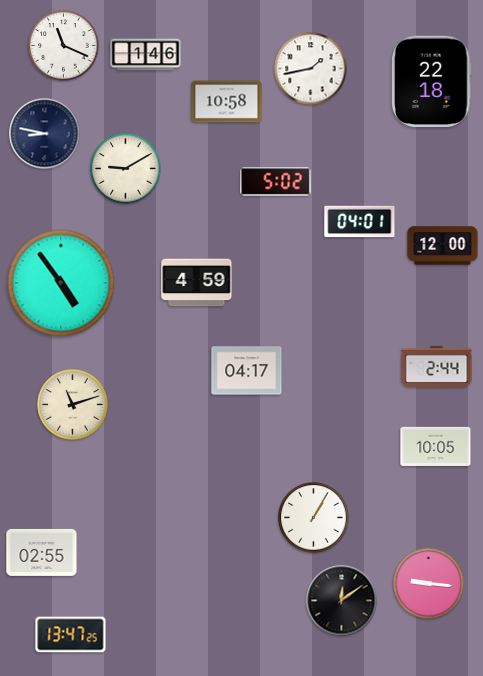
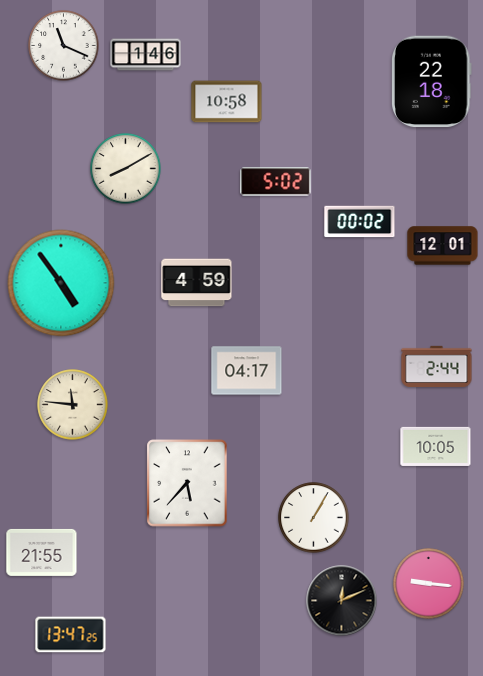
clock at (311, 69): 1:43 -> none
clock at (45, 134): 8:47 -> none
clock at (126, 169): 9:10 -> 8:10
clock at (360, 222): 04:01 -> 00:02
clock at (443, 246): 12:00 -> 12:01
clock at (73, 405): 11:12 -> 11:46
clock at (187, 483): none -> 5:37
clock at (42, 552): 02:55 -> 21:55
clock at (342, 601): 12:09 -> 12:11
